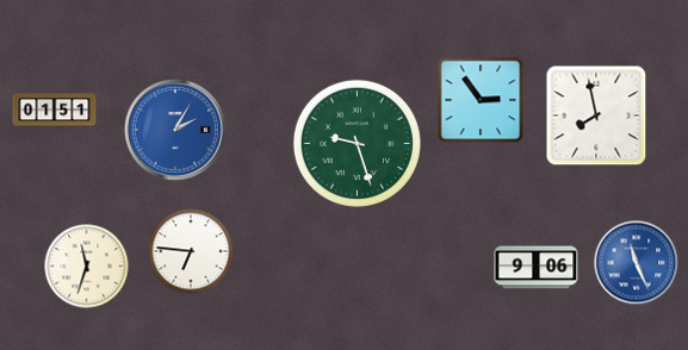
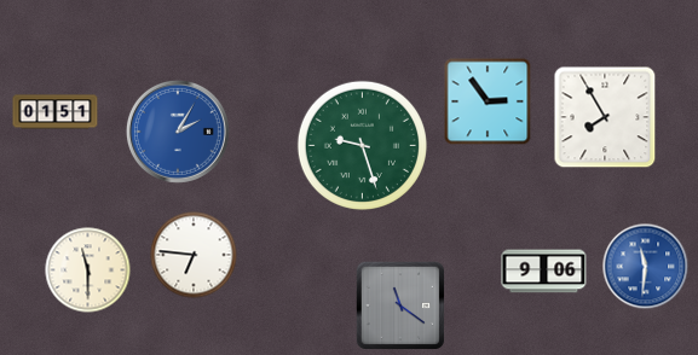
clock at (596, 115): 7:58 -> 7:55
clock at (637, 263): 11:26 -> 11:31
clock at (87, 267): 11:33 -> 11:30
clock at (400, 305): none -> 11:21
